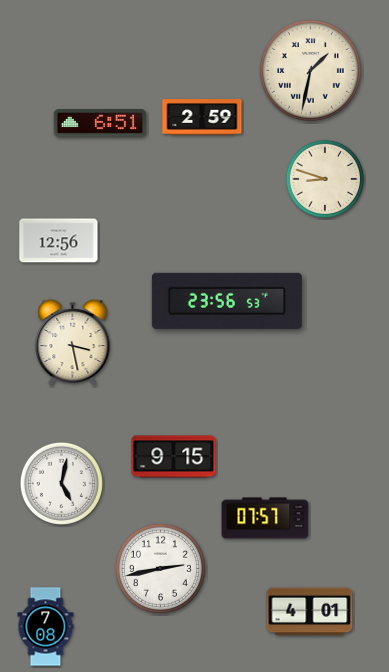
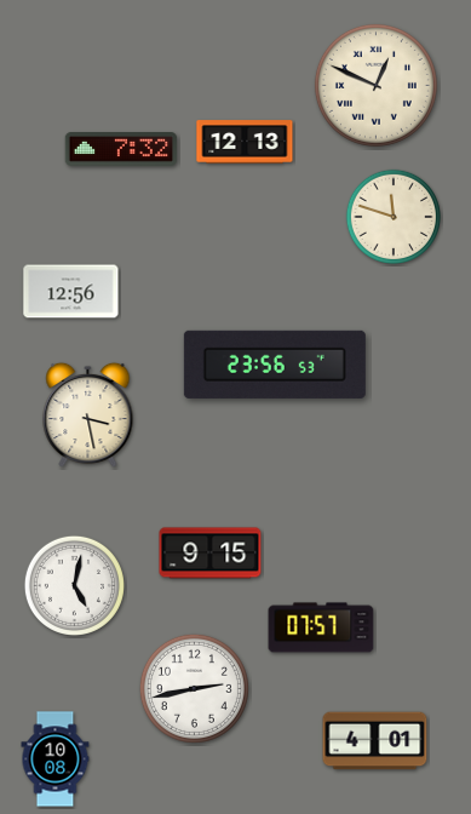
clock at (310, 70): 1:32 -> 12:49
clock at (202, 117): 2:59 -> 12:13
clock at (100, 123): 6:51 -> 7:32
clock at (324, 178): 8:48 -> 11:48
clock at (46, 627): 7:08 -> 10:08
